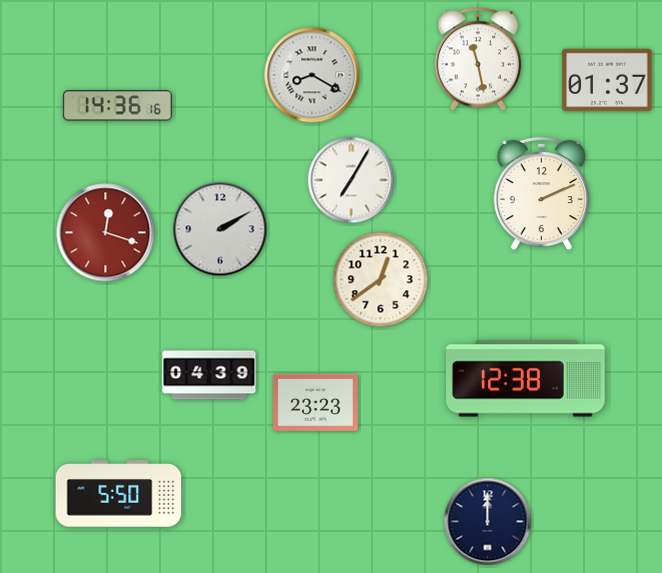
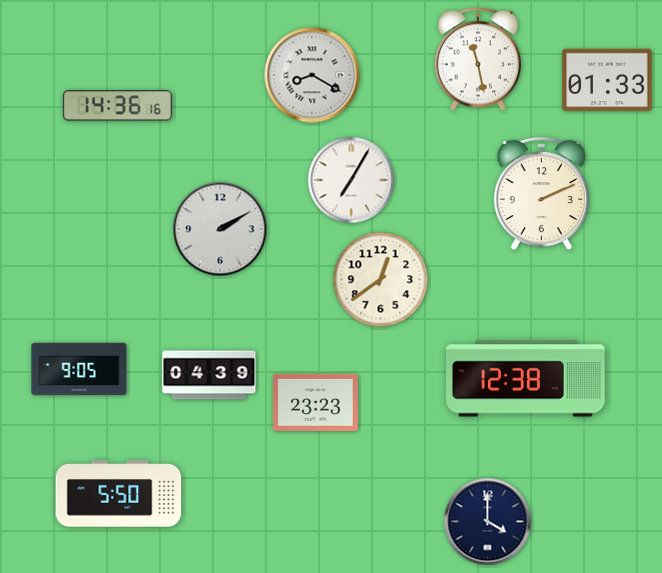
clock at (607, 80): 01:37 -> 01:33
clock at (106, 233): 12:18 -> none
clock at (79, 369): none -> 9:05
clock at (488, 522): 12:00 -> 4:00
